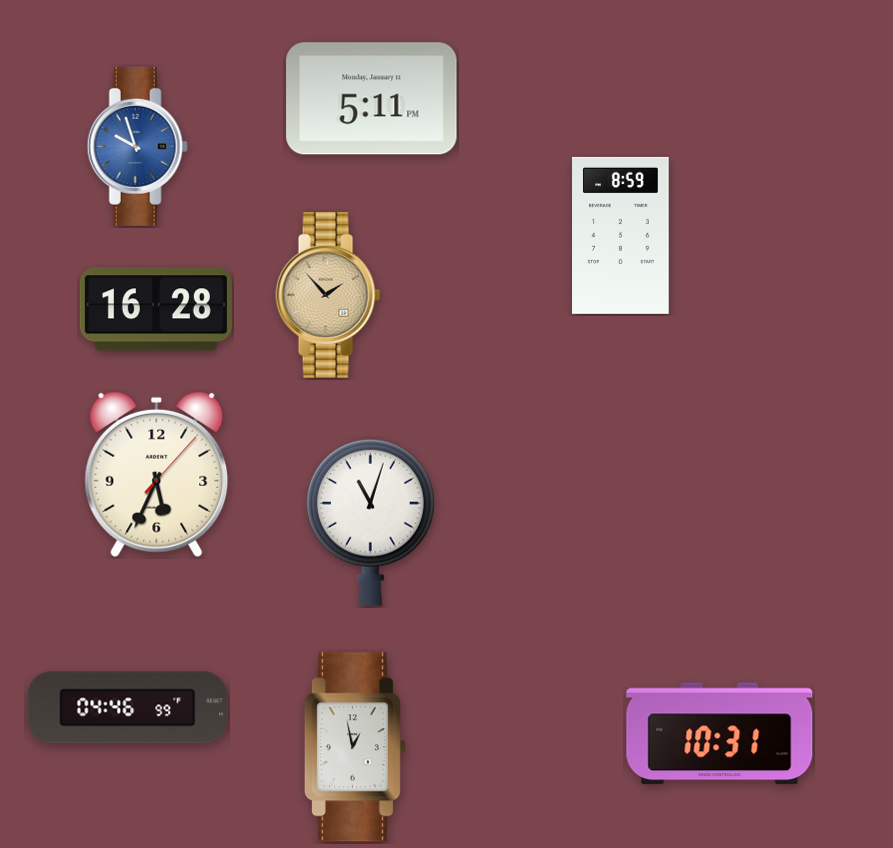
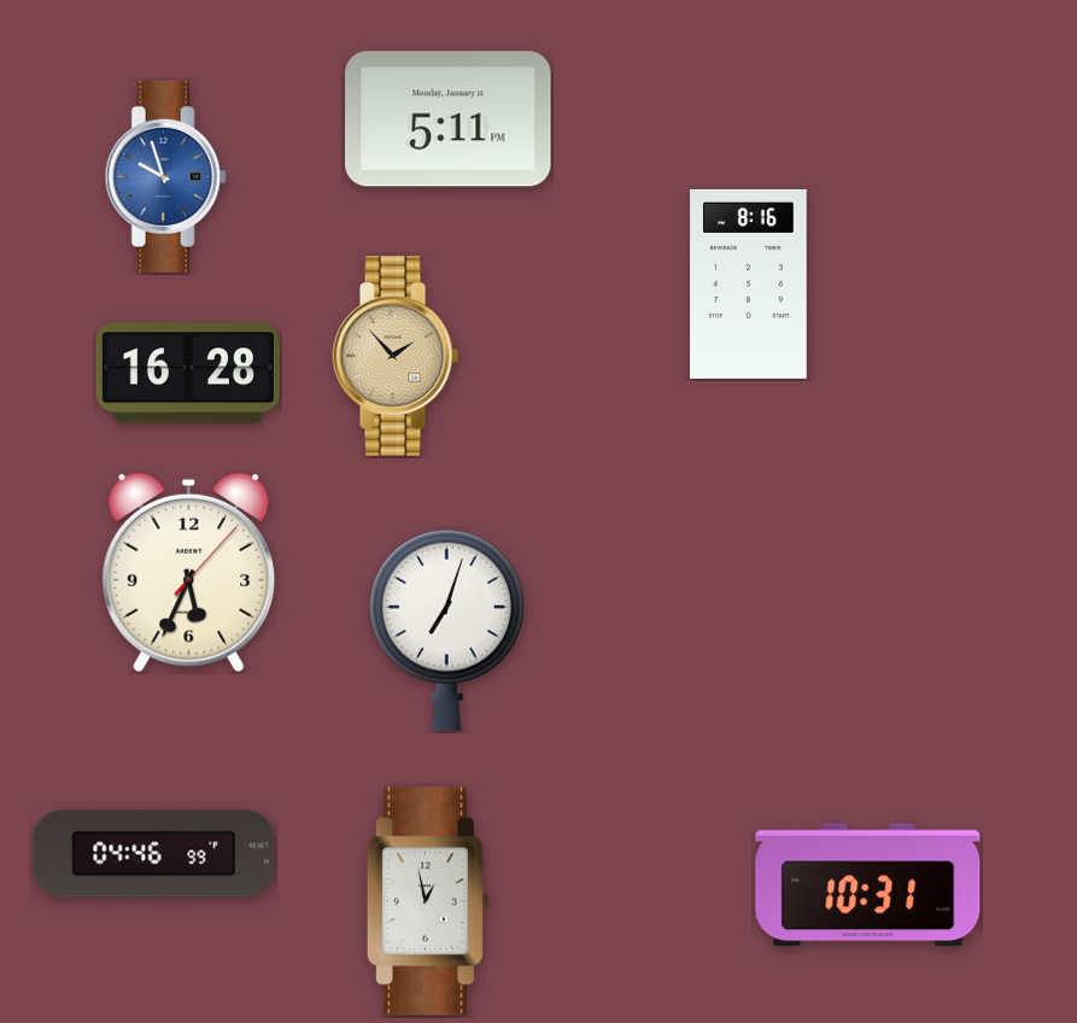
clock at (621, 235): 8:59 -> 8:16
clock at (370, 522): 11:03 -> 7:03
